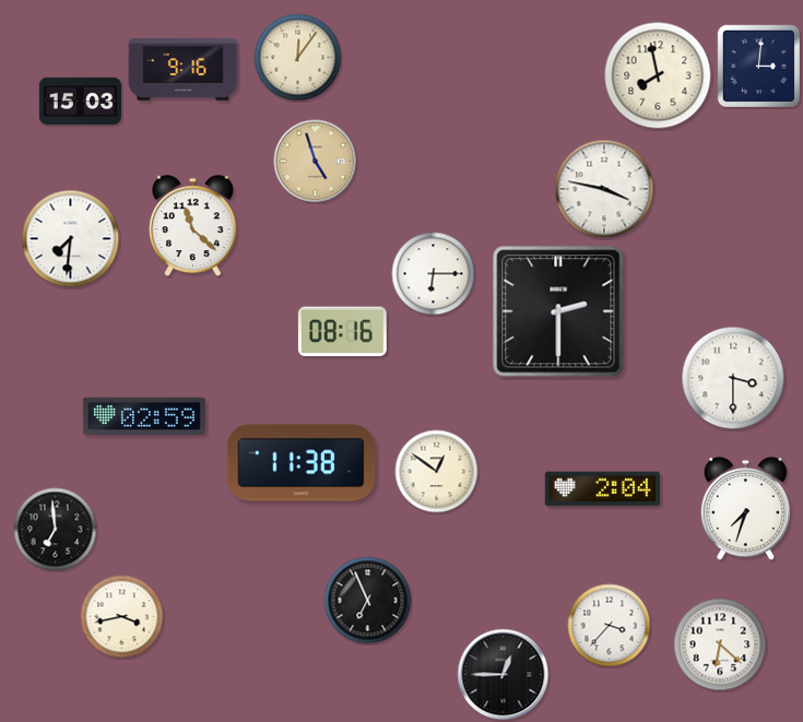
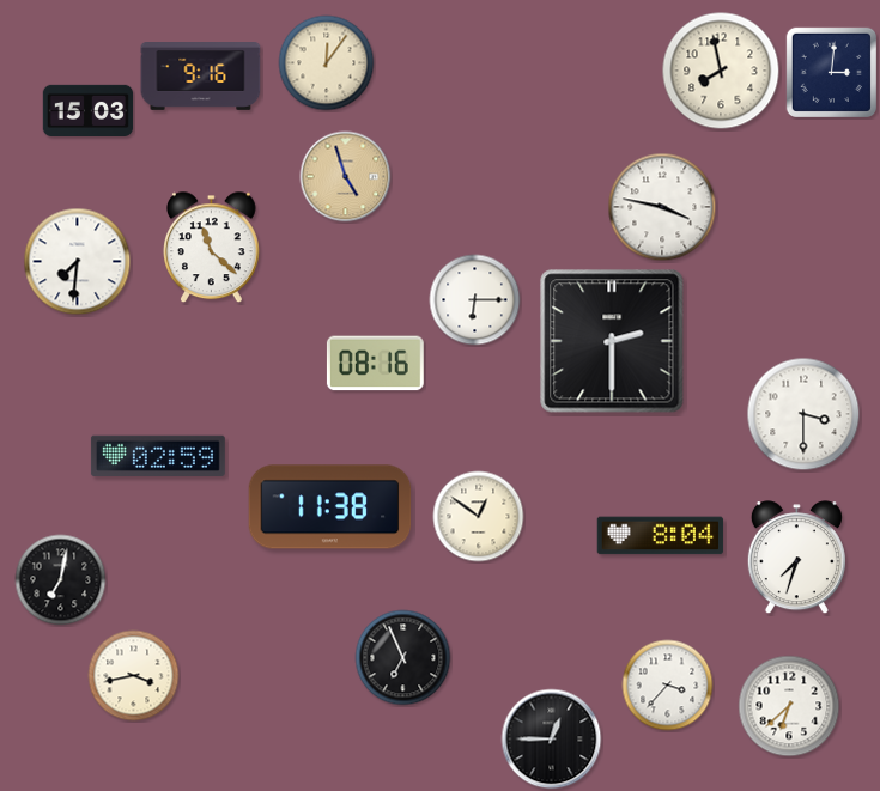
clock at (658, 75) position: (658, 75) -> (721, 71)
clock at (603, 489): 2:04 -> 8:04
clock at (745, 509) position: (745, 509) -> (796, 558)
clock at (56, 530): 6:59 -> 7:02
clock at (720, 644): 6:22 -> 6:38
